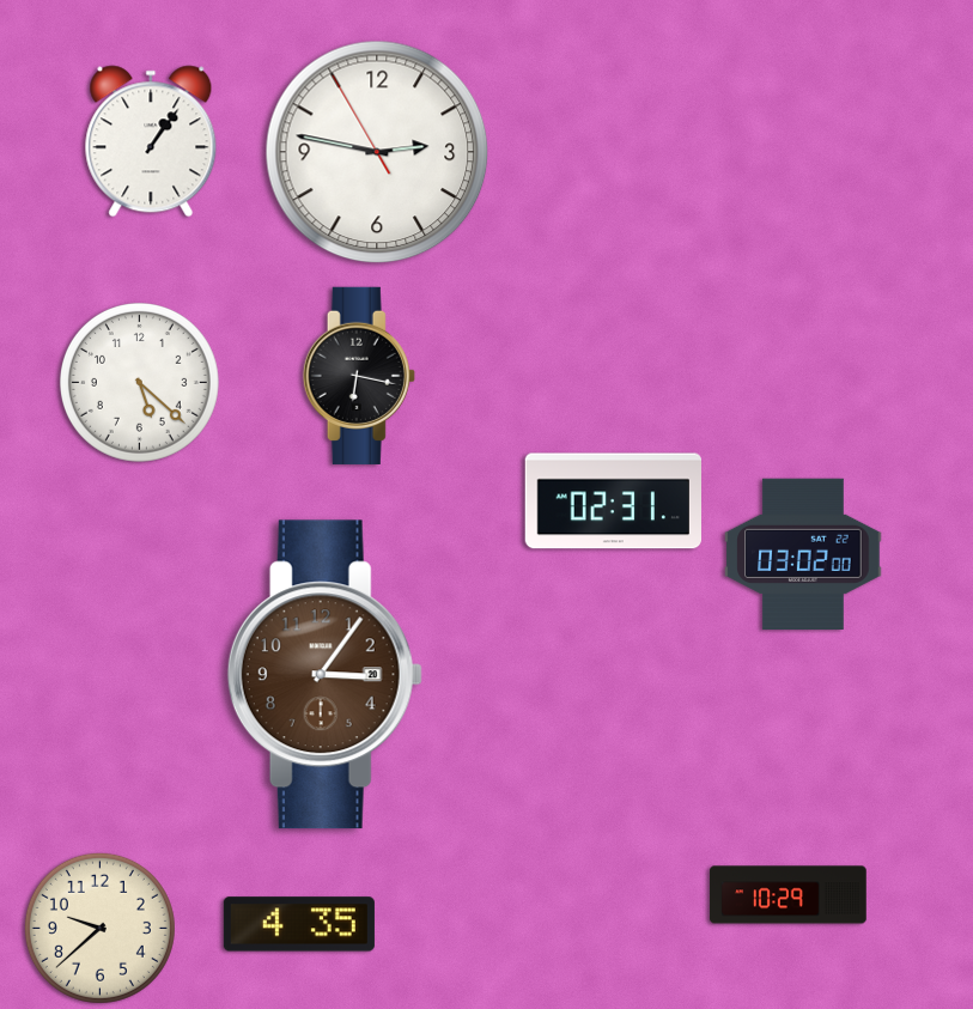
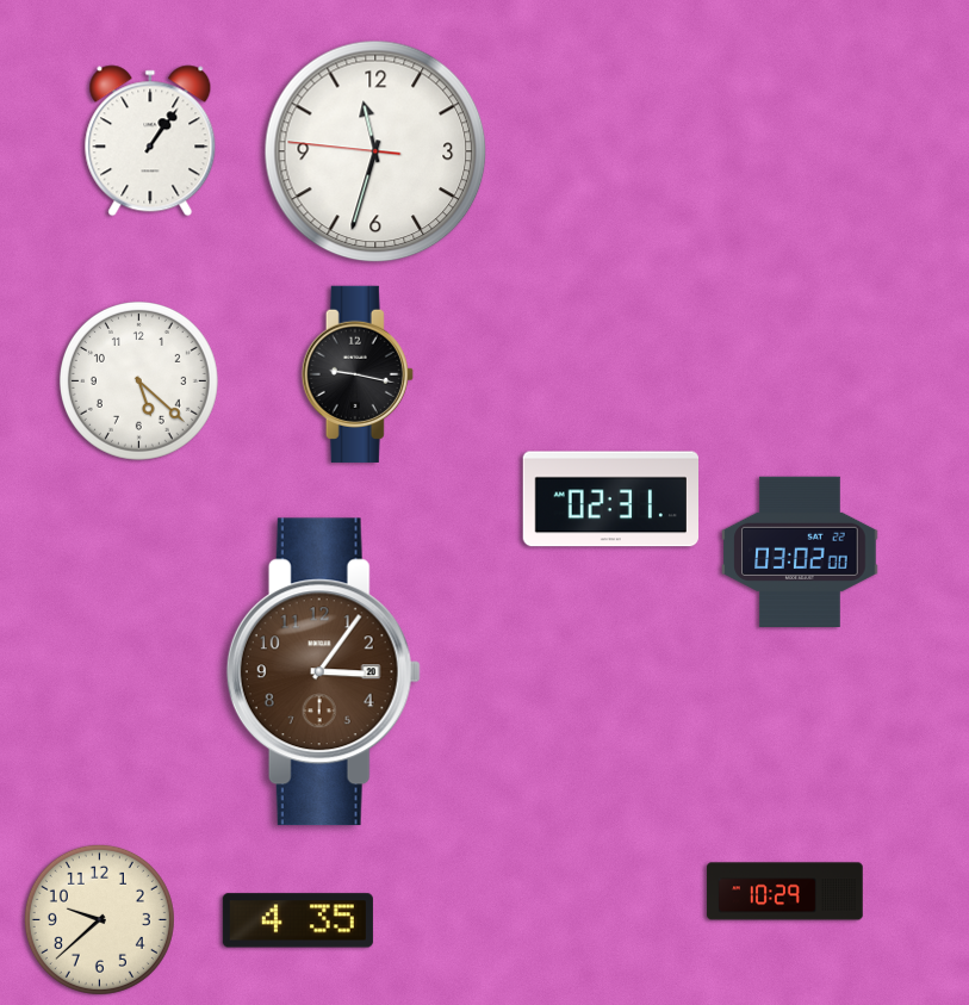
clock at (377, 152): 2:46 -> 11:32
clock at (359, 376): 6:17 -> 9:17
clock at (99, 928) position: (99, 928) -> (99, 919)
